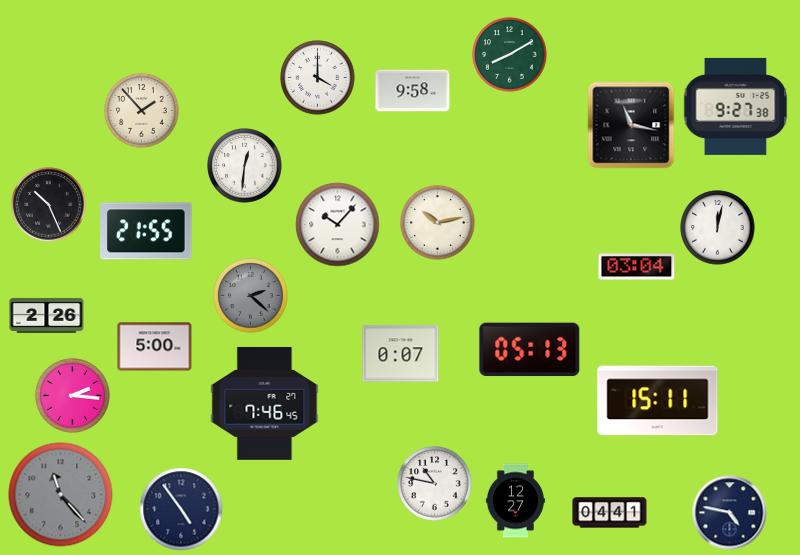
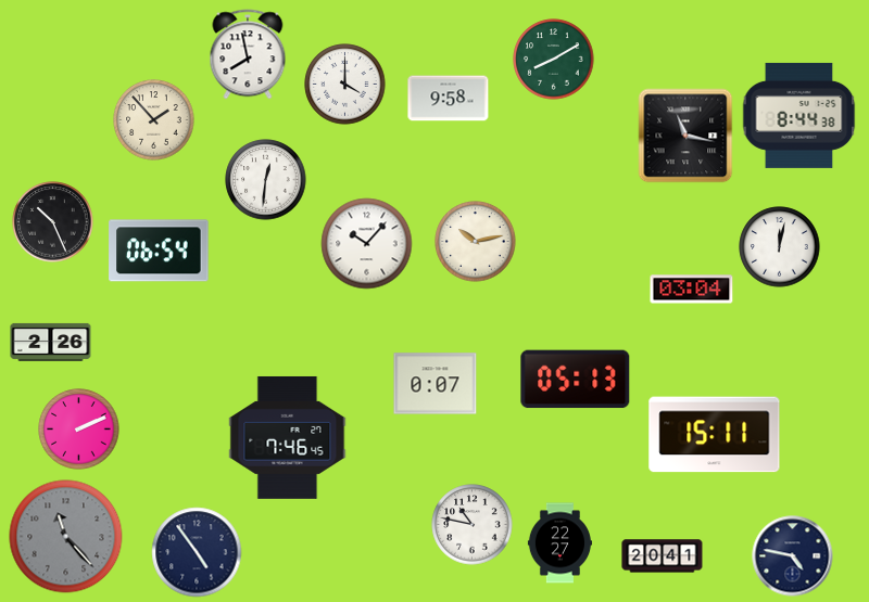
clock at (248, 54): none -> 7:58
clock at (736, 106): 9:27 -> 8:44
clock at (146, 231): 21:55 -> 06:54
clock at (251, 296): 2:22 -> none
clock at (155, 347): 5:00 -> none
clock at (73, 396): 2:16 -> 2:11
clock at (515, 501): 12:27 -> 22:27
clock at (610, 513): 04:41 -> 20:41
